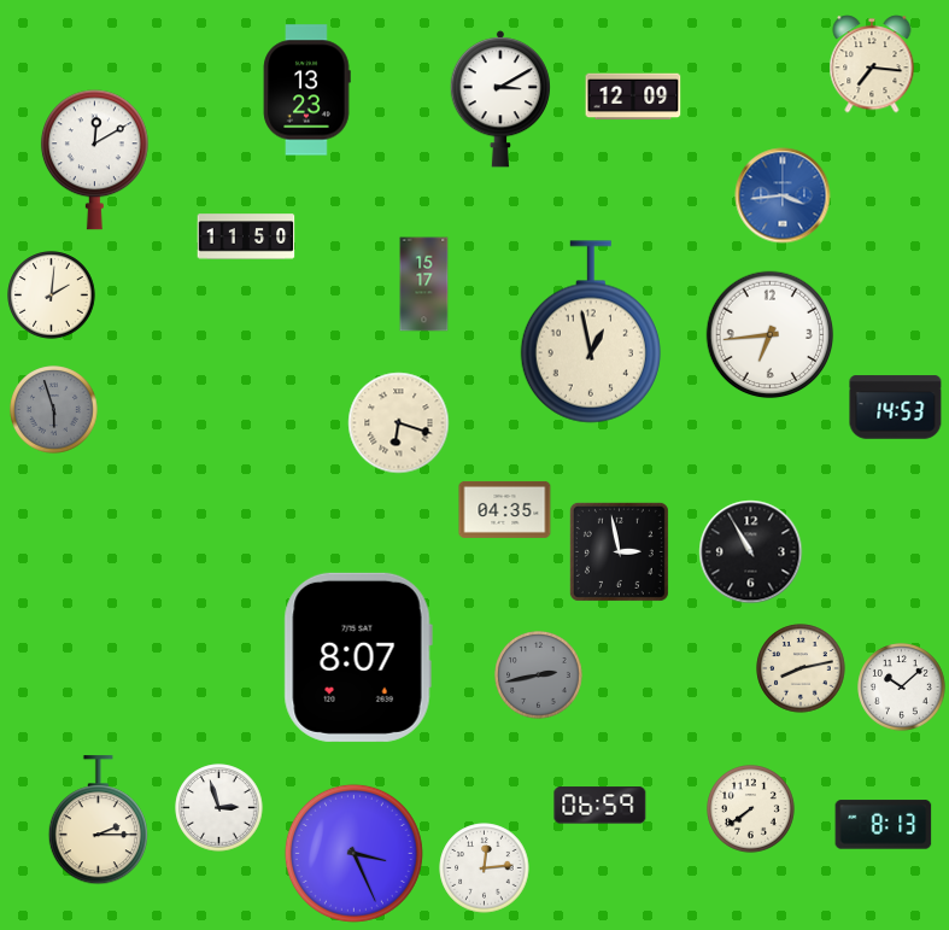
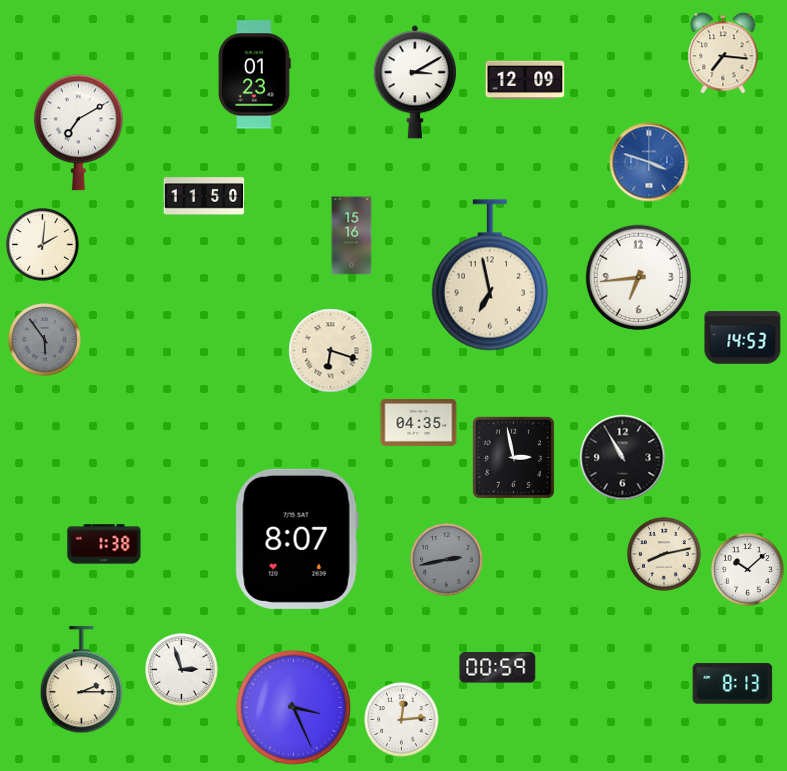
clock at (306, 90): 13:23 -> 01:23
clock at (94, 160): 12:10 -> 7:10
clock at (783, 195): 3:44 -> 3:48
clock at (424, 285): 15:17 -> 15:16
clock at (591, 332): 12:58 -> 6:58
clock at (54, 410): 5:57 -> 5:54
clock at (104, 544): none -> 1:38
clock at (358, 657) position: (358, 657) -> (297, 539)
clock at (601, 806): 06:59 -> 00:59
clock at (751, 809): 7:39 -> none
